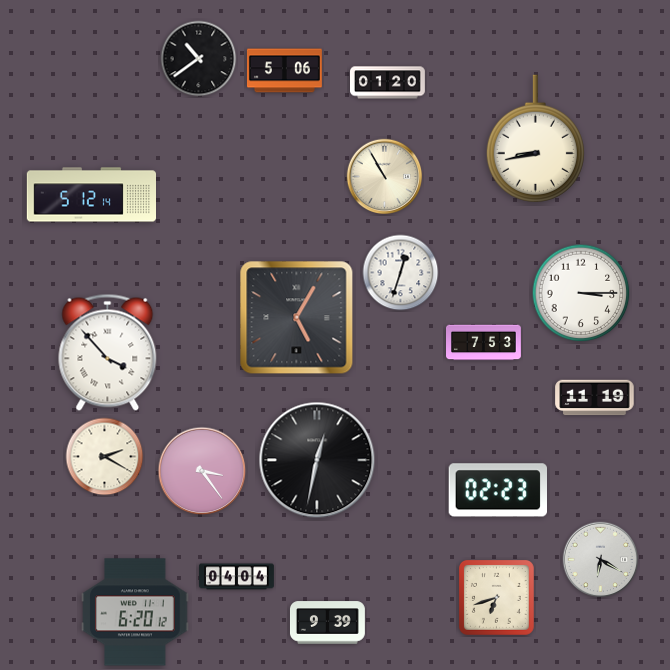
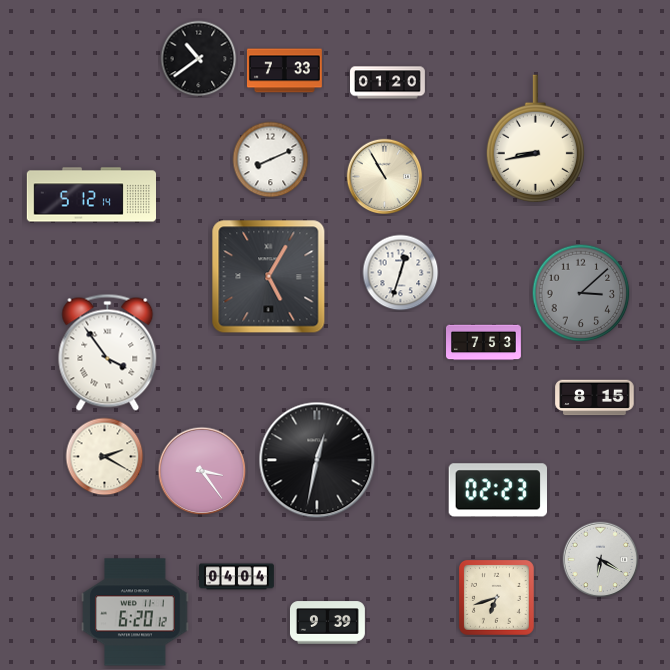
clock at (284, 71): 5:06 -> 7:33
clock at (271, 160): none -> 8:11
clock at (581, 293): 3:15 -> 3:08
clock at (581, 293) dial: white -> grey
clock at (297, 318) position: (297, 318) -> (269, 277)
clock at (108, 352): 3:53 -> 3:54
clock at (595, 398): 11:19 -> 8:15
